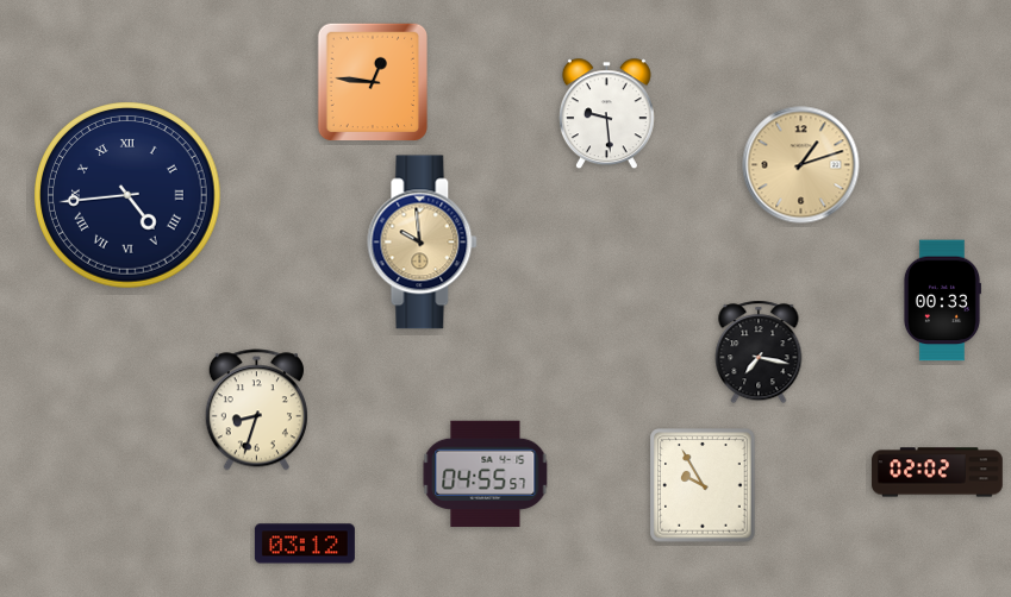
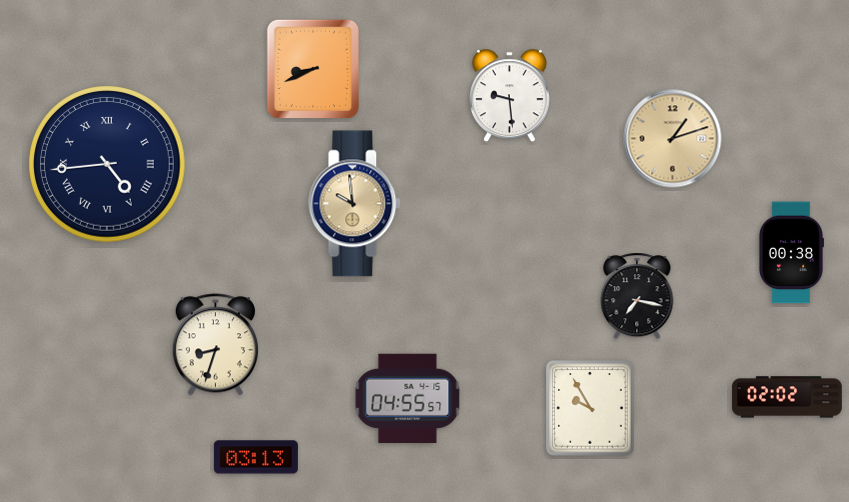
clock at (373, 82): 12:46 -> 8:41
clock at (942, 301): 00:33 -> 00:38
clock at (305, 543): 03:12 -> 03:13
